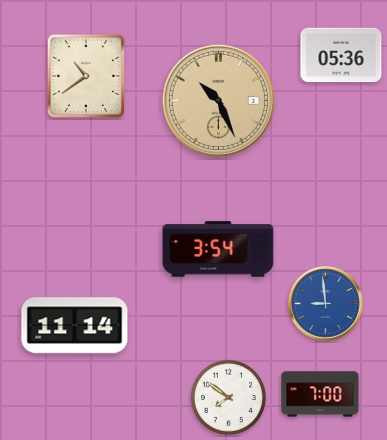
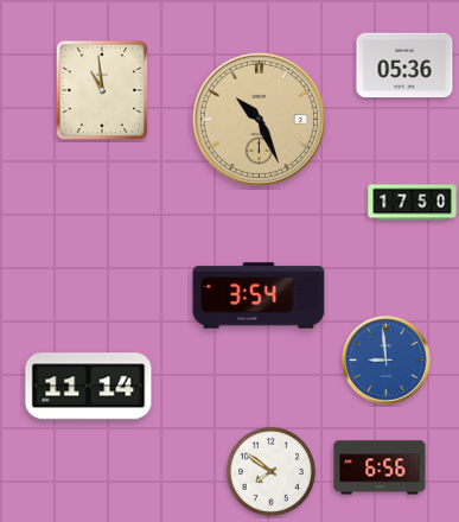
clock at (86, 76): 10:39 -> 10:59
clock at (413, 203): none -> 17:50
clock at (320, 394): 7:00 -> 6:56
